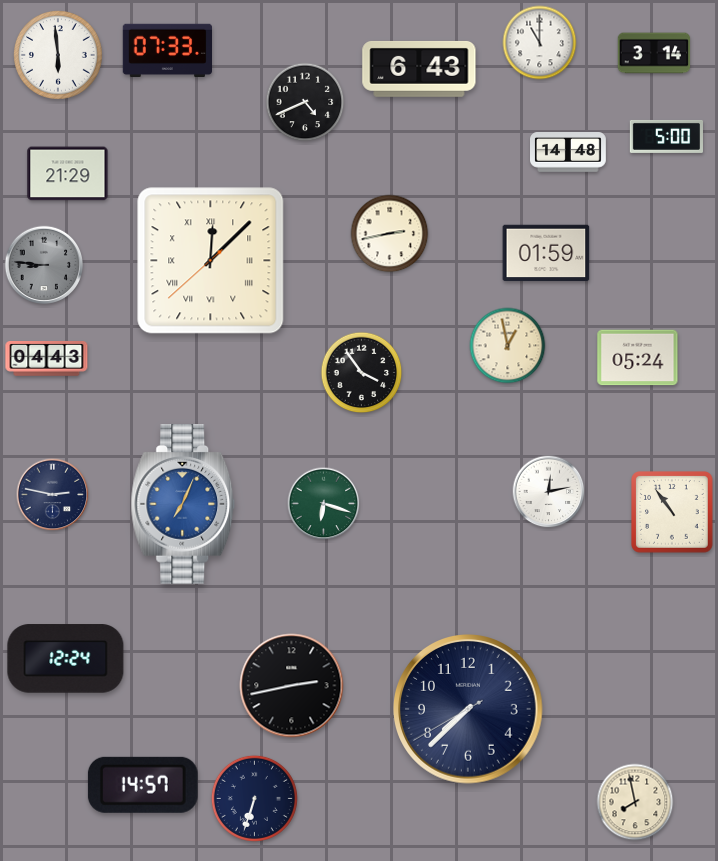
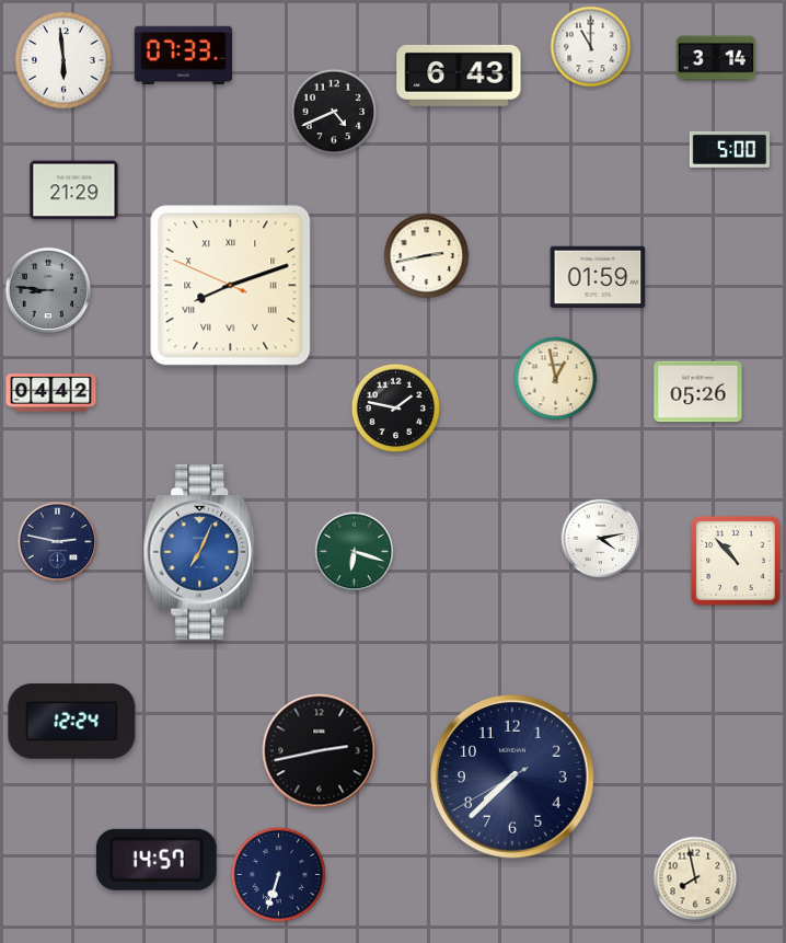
clock at (569, 153): 14:48 -> none
clock at (211, 261): 12:07 -> 8:11
clock at (638, 358): 05:24 -> 05:26
clock at (47, 359): 04:43 -> 04:42
clock at (362, 373): 3:54 -> 1:47
clock at (549, 492): 12:13 -> 4:13
clock at (673, 513): 10:54 -> 10:53
